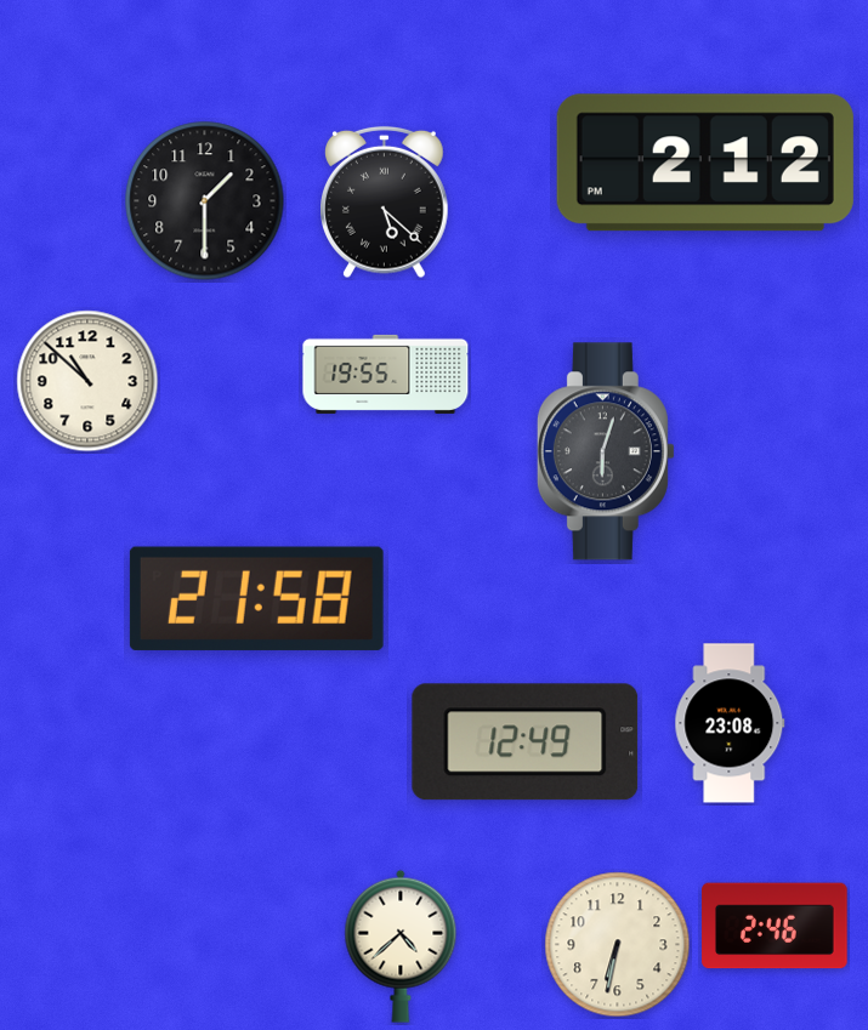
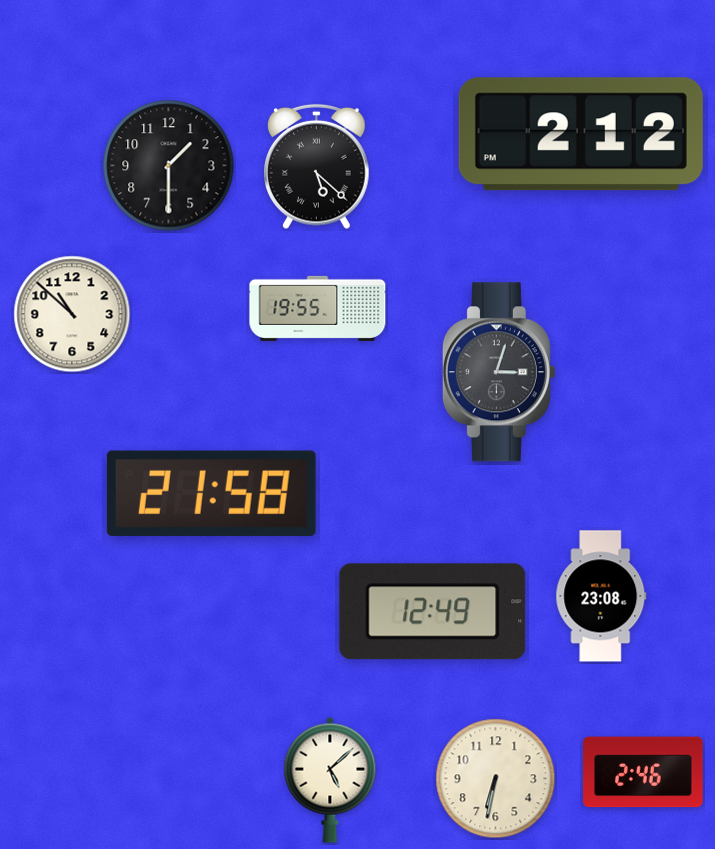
clock at (606, 451): 6:03 -> 3:03
clock at (775, 926) position: (775, 926) -> (643, 772)
clock at (618, 945) position: (618, 945) -> (496, 779)
clock at (401, 946): 4:38 -> 5:08
